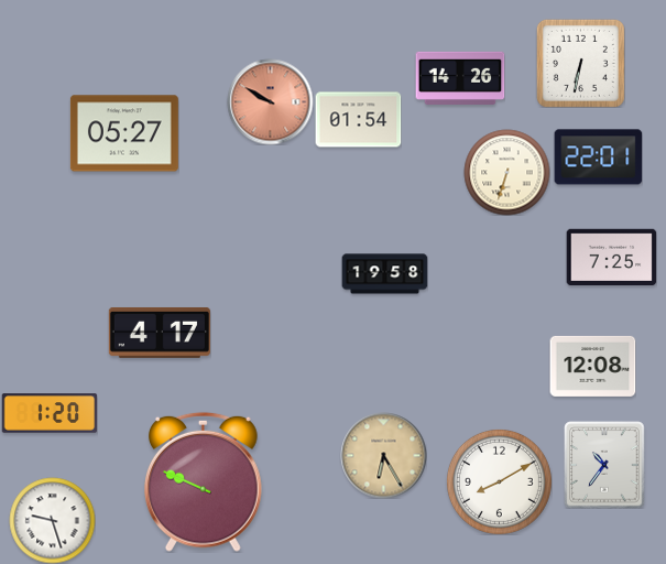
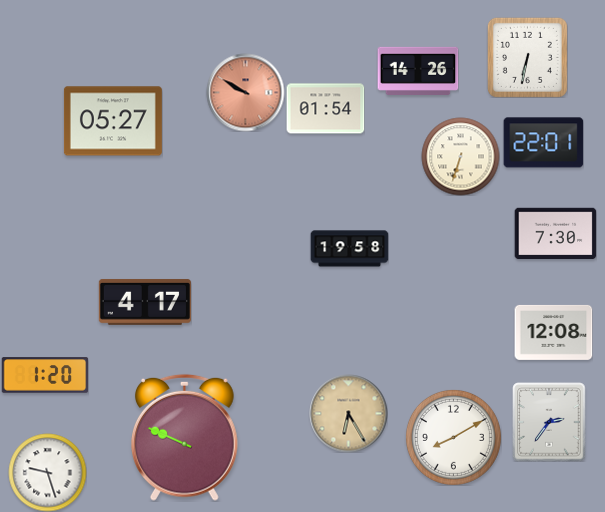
clock at (611, 258): 7:25 -> 7:30
clock at (592, 366) position: (592, 366) -> (553, 332)
clock at (604, 465): 10:36 -> 2:36
